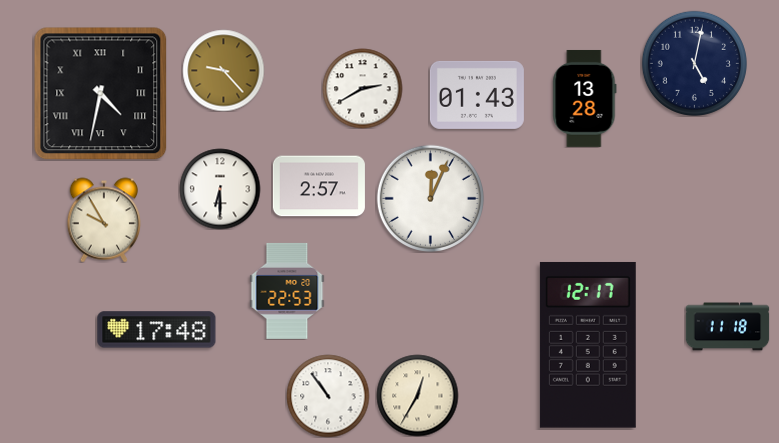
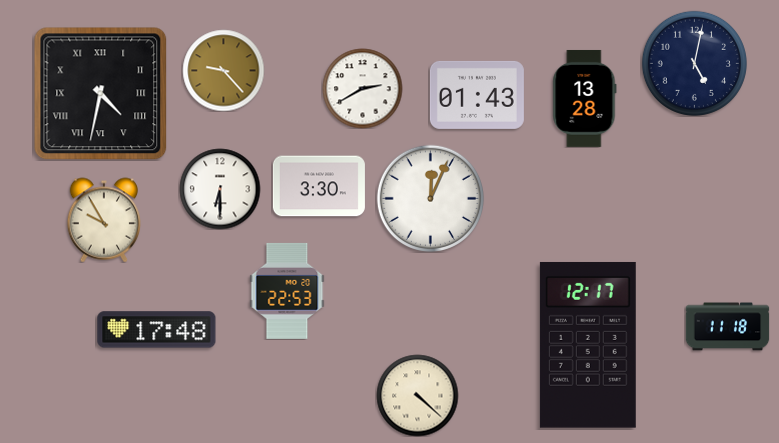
clock at (319, 186): 2:57 -> 3:30
clock at (417, 395): 12:35 -> 4:22
clock at (328, 396): 10:54 -> none
